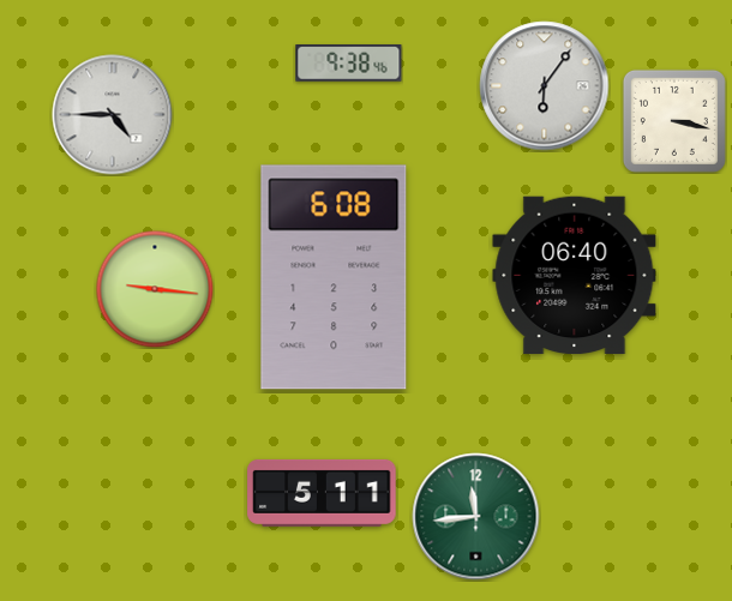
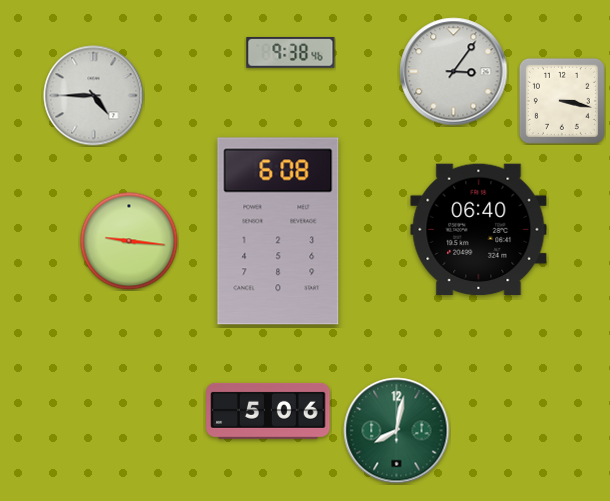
clock at (545, 86): 6:06 -> 3:06
clock at (322, 493): 5:11 -> 5:06
clock at (476, 517): 11:44 -> 8:02
